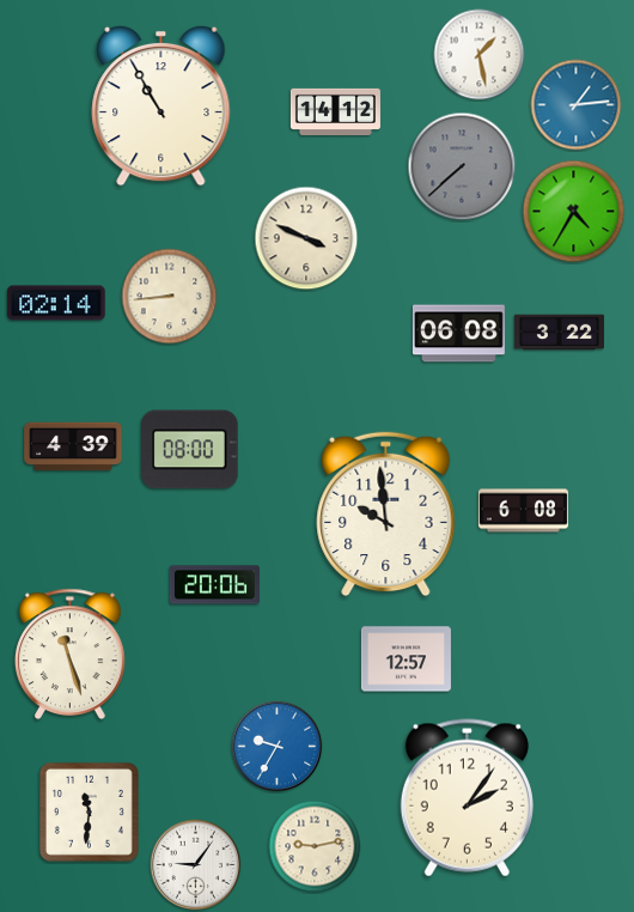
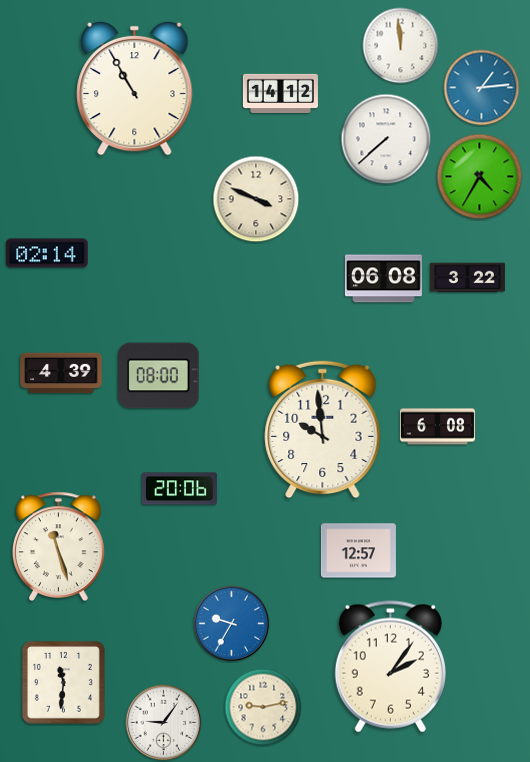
clock at (480, 55): 1:28 -> 11:59
clock at (462, 166) dial: grey -> white
clock at (170, 297): 8:44 -> none
clock at (406, 659) position: (406, 659) -> (358, 551)
clock at (89, 811) position: (89, 811) -> (63, 682)
